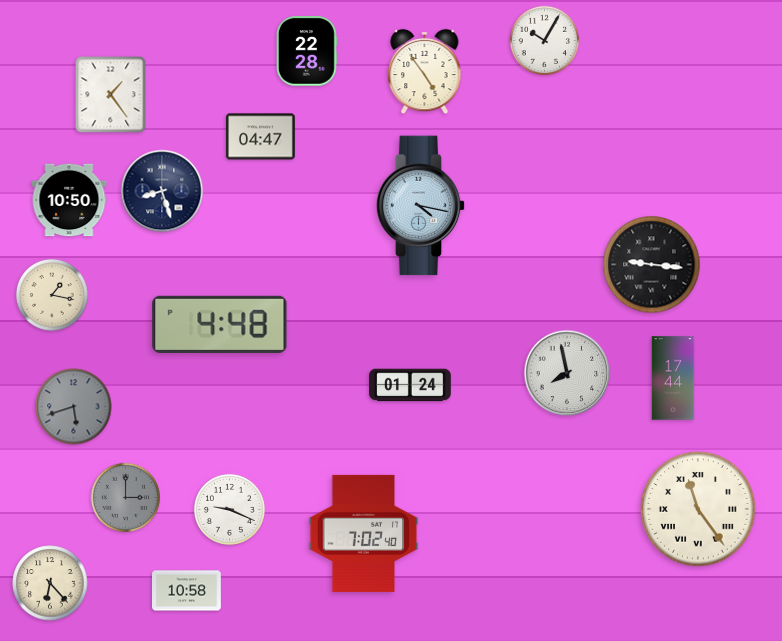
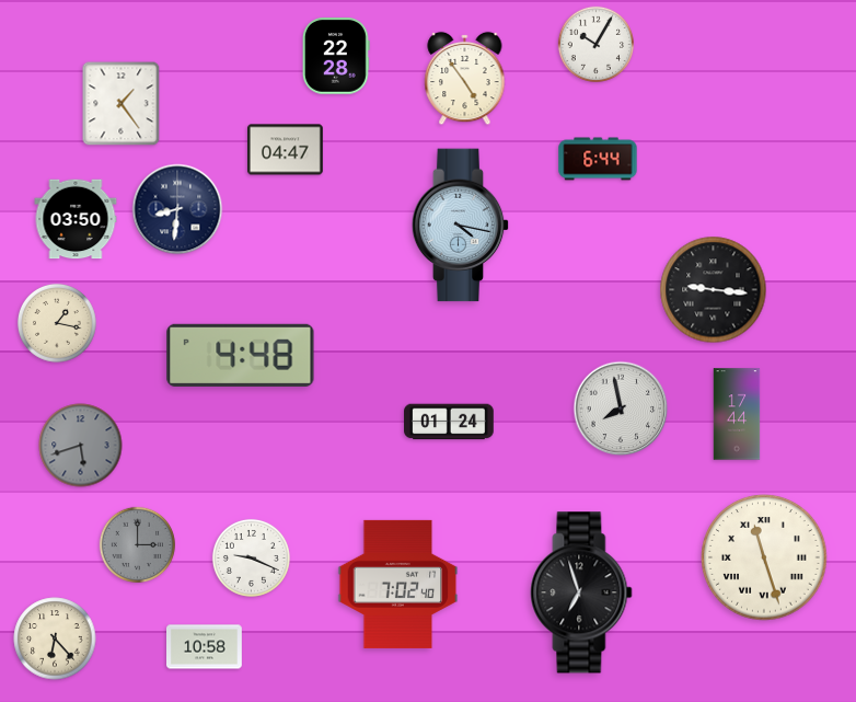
clock at (598, 159): none -> 6:44
clock at (162, 191): 8:27 -> 8:31
clock at (69, 200): 10:50 -> 03:50
clock at (698, 509): 11:24 -> 11:27
clock at (581, 592): none -> 6:57
